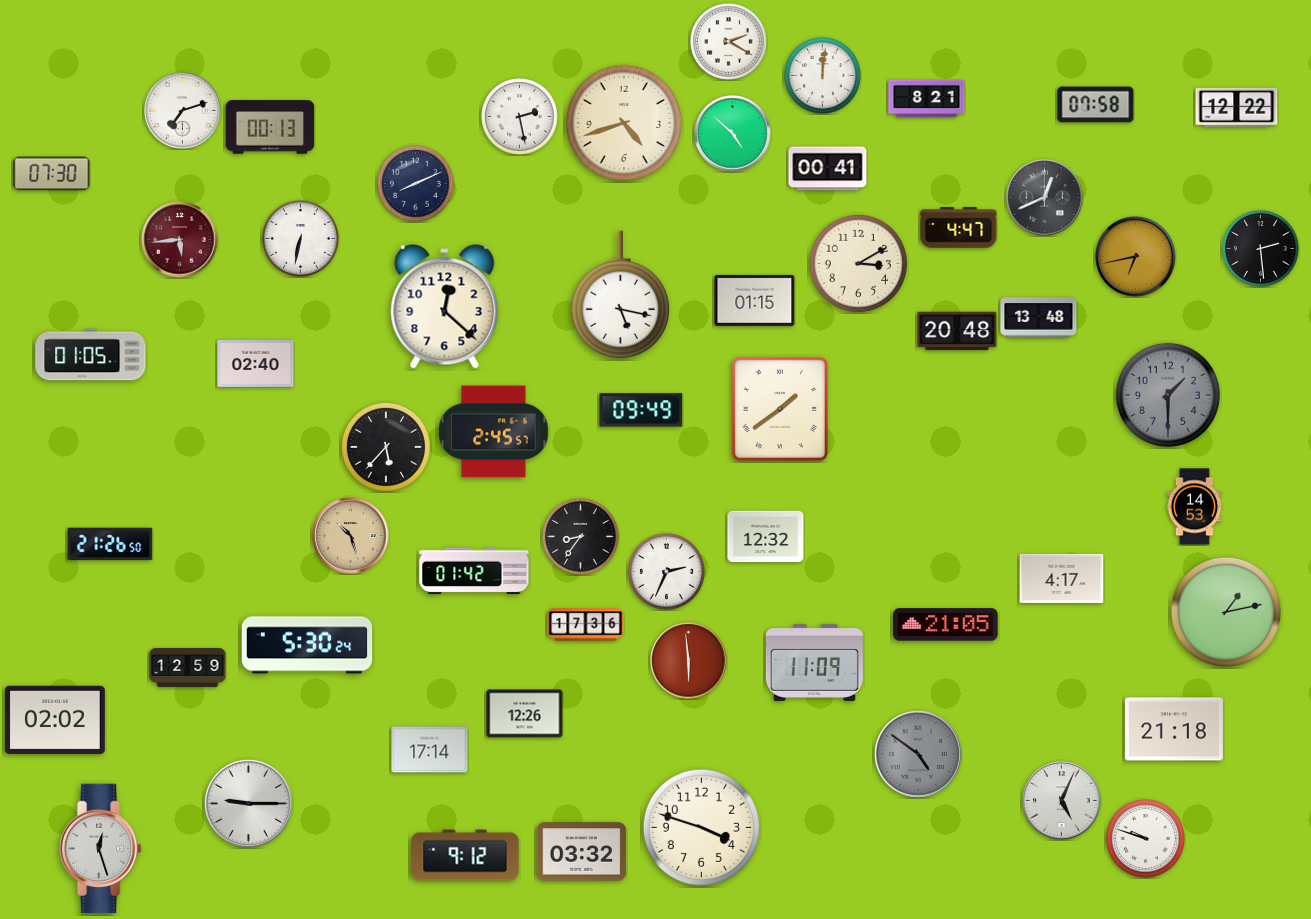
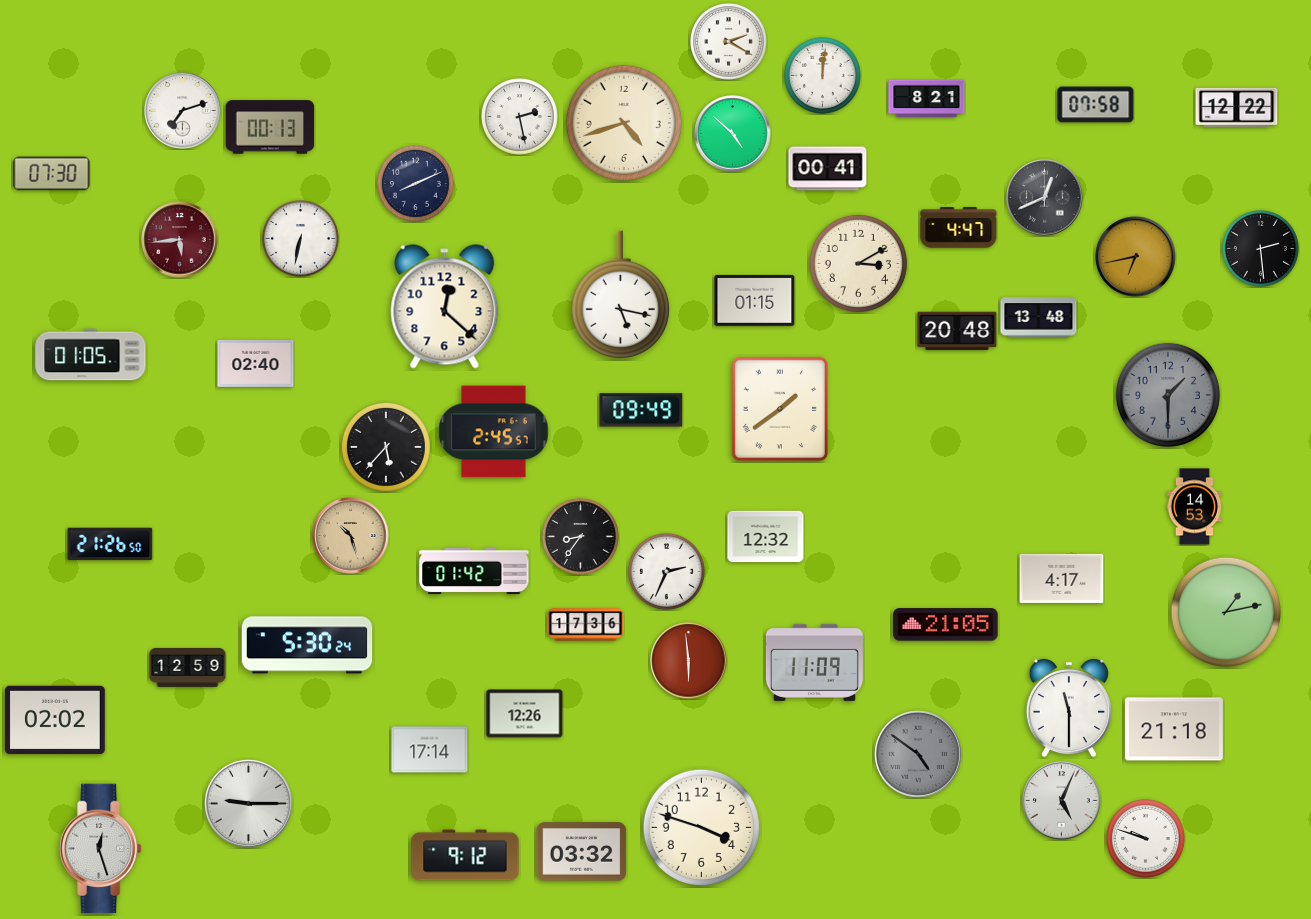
clock at (1069, 708): none -> 11:30
